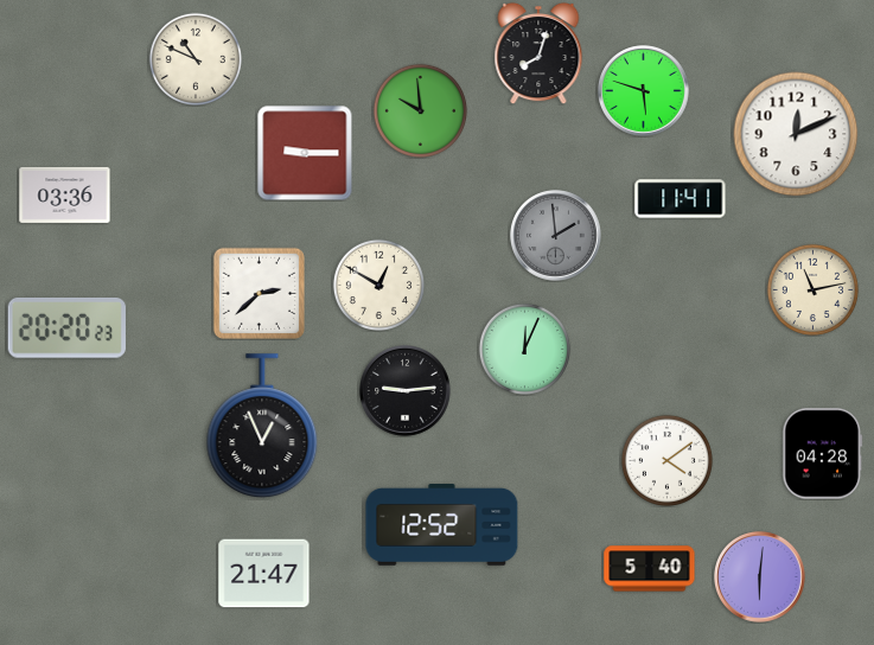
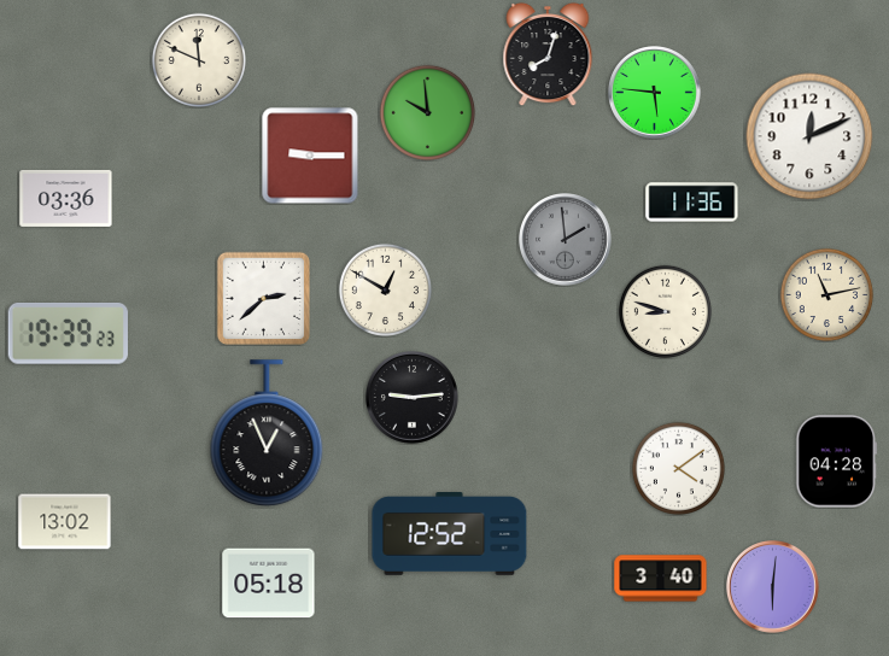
clock at (196, 59): 10:49 -> 11:49
clock at (644, 91): 5:48 -> 5:46
clock at (681, 199): 11:41 -> 11:36
clock at (665, 311): none -> 8:48
clock at (66, 327): 20:20 -> 19:39
clock at (524, 349): 12:04 -> none
clock at (65, 522): none -> 13:02
clock at (650, 569): 5:40 -> 3:40
clock at (264, 574): 21:47 -> 05:18
